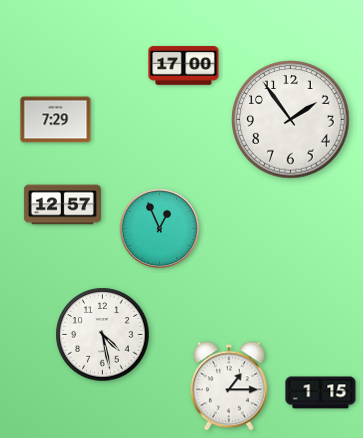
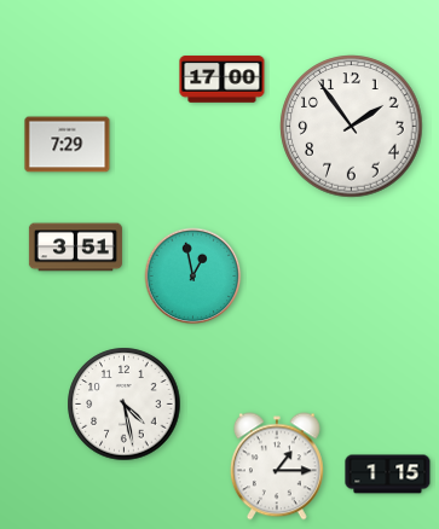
clock at (291, 120) position: (291, 120) -> (352, 127)
clock at (62, 205): 12:57 -> 3:51
clock at (160, 229): 12:56 -> 12:58
